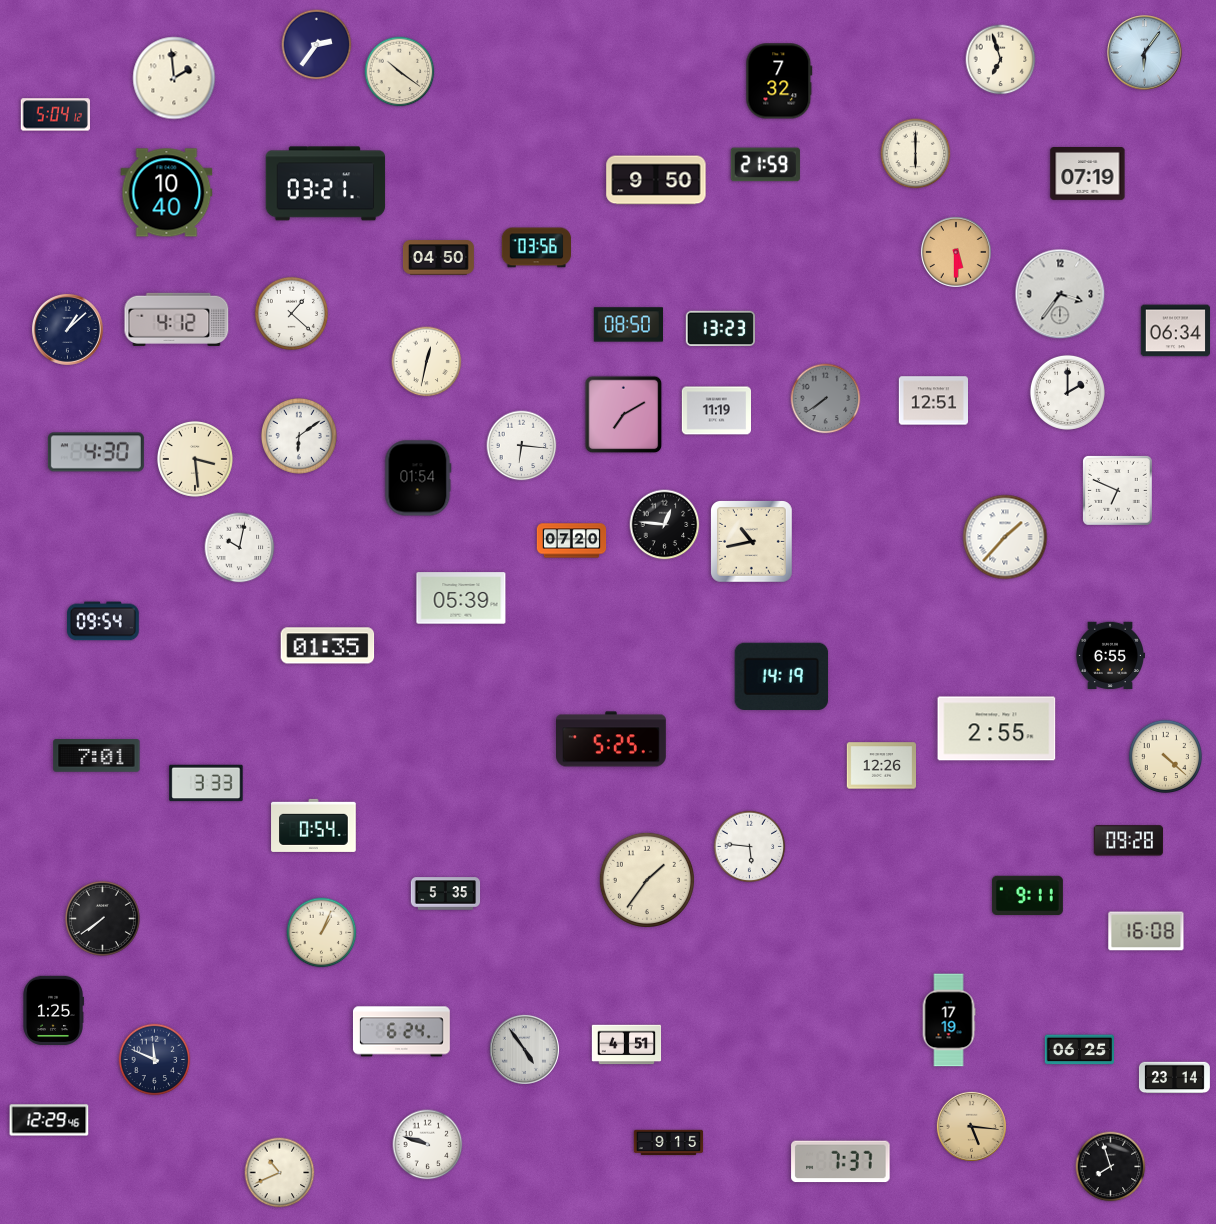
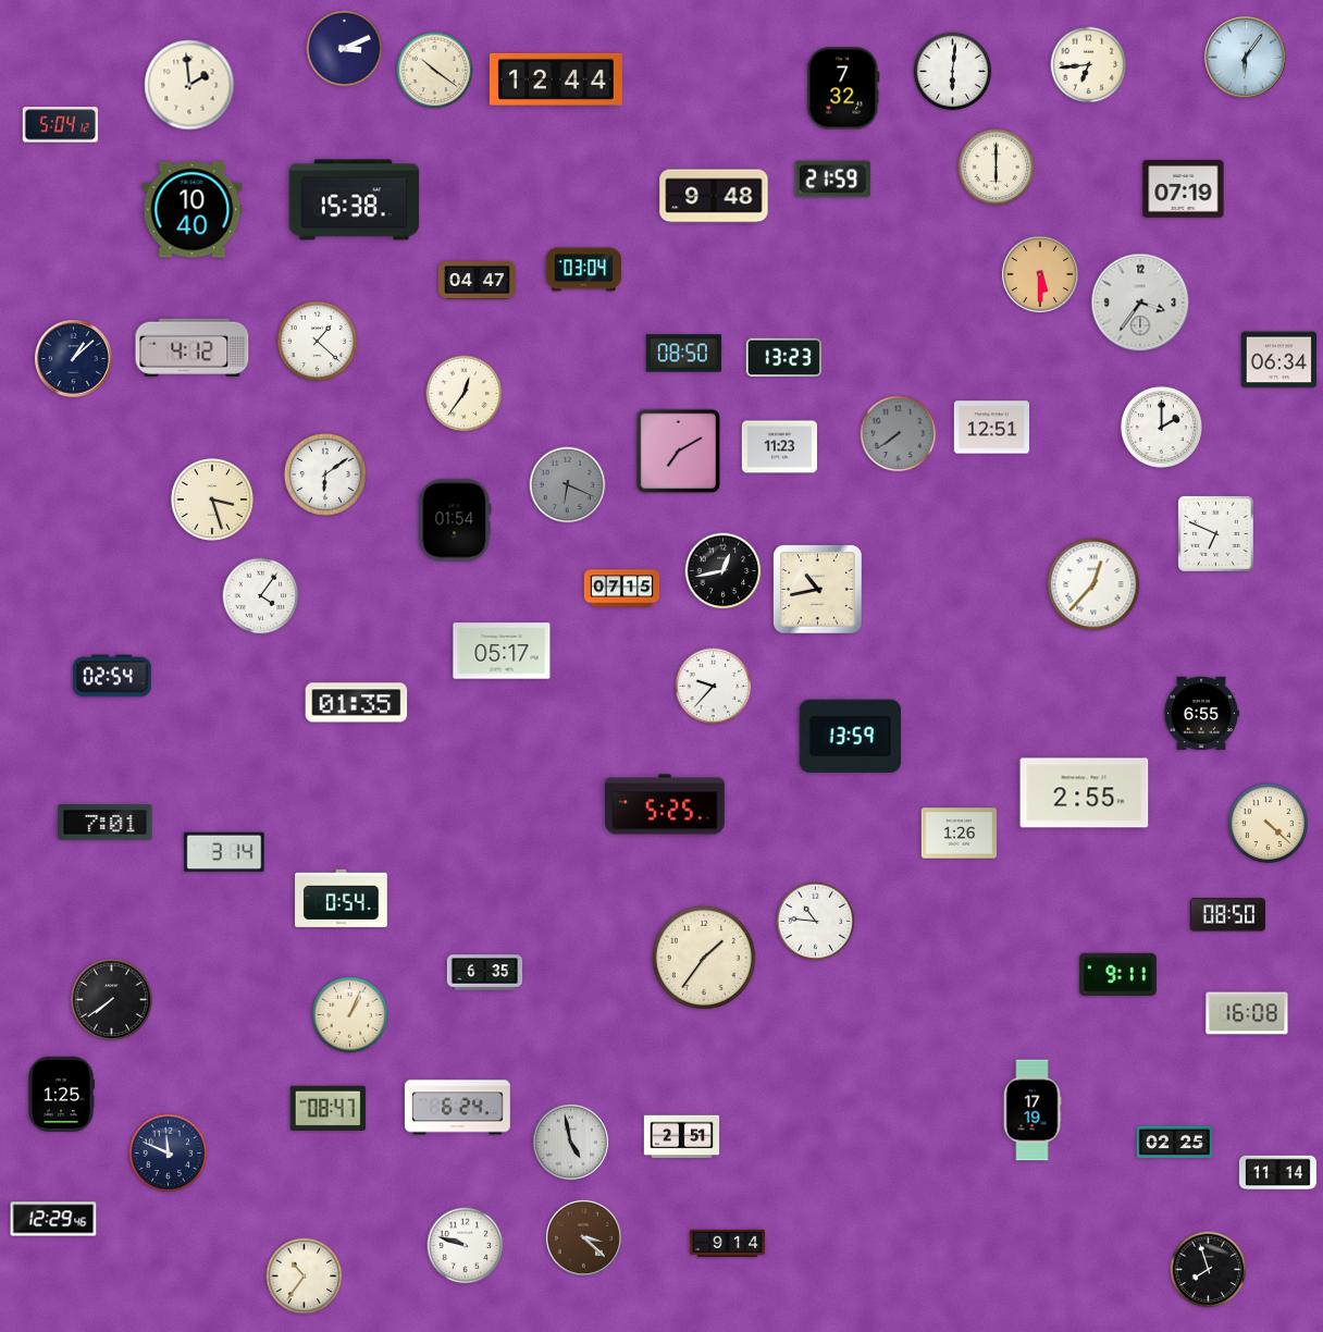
clock at (317, 45): 2:36 -> 3:11
clock at (1001, 60): 6:57 -> 6:44
clock at (953, 72): none -> 6:01
clock at (400, 72) position: (400, 72) -> (435, 71)
clock at (556, 79): none -> 12:44
clock at (779, 81) position: (779, 81) -> (843, 88)
clock at (656, 180): 9:50 -> 9:48
clock at (326, 184): 03:21 -> 15:38
clock at (167, 193) position: (167, 193) -> (193, 210)
clock at (536, 248): 03:56 -> 03:04
clock at (438, 258): 04:50 -> 04:47
clock at (1060, 294) position: (1060, 294) -> (1140, 303)
clock at (427, 362): 12:32 -> 12:36
clock at (933, 401) position: (933, 401) -> (991, 428)
clock at (717, 411): 11:19 -> 11:23
clock at (522, 446): 6:16 -> 6:19
clock at (522, 446) dial: white -> grey
clock at (96, 452): 4:30 -> none
clock at (195, 459): 3:29 -> 3:27
clock at (665, 525): 12:46 -> 12:43
clock at (1005, 537): 1:37 -> 12:37
clock at (572, 541): 07:20 -> 07:15
clock at (240, 548): 10:02 -> 4:06
clock at (461, 598): 05:39 -> 05:17
clock at (104, 621): 09:54 -> 02:54
clock at (714, 687): none -> 9:37
clock at (1109, 656) position: (1109, 656) -> (1200, 714)
clock at (782, 676): 14:19 -> 13:59
clock at (881, 766): 12:26 -> 1:26
clock at (206, 783): 3:33 -> 3:14
clock at (1128, 841): 09:28 -> 08:50
clock at (750, 847): 5:46 -> 10:46
clock at (446, 894): 5:35 -> 6:35
clock at (53, 1010) position: (53, 1010) -> (61, 1094)
clock at (327, 1108): none -> 08:47
clock at (401, 1032) position: (401, 1032) -> (457, 1108)
clock at (627, 1045): 4:51 -> 2:51
clock at (524, 1049): 4:54 -> 4:58
clock at (1080, 1050): 06:25 -> 02:25
clock at (1174, 1078): 23:14 -> 11:14
clock at (971, 1126): 5:16 -> none
clock at (583, 1237): none -> 3:22
clock at (669, 1143): 9:15 -> 9:14
clock at (841, 1162): 7:37 -> none
clock at (280, 1173): 10:41 -> 10:36
